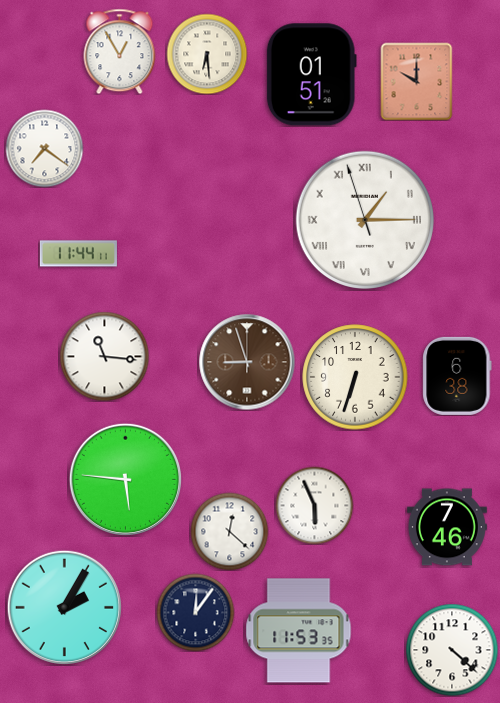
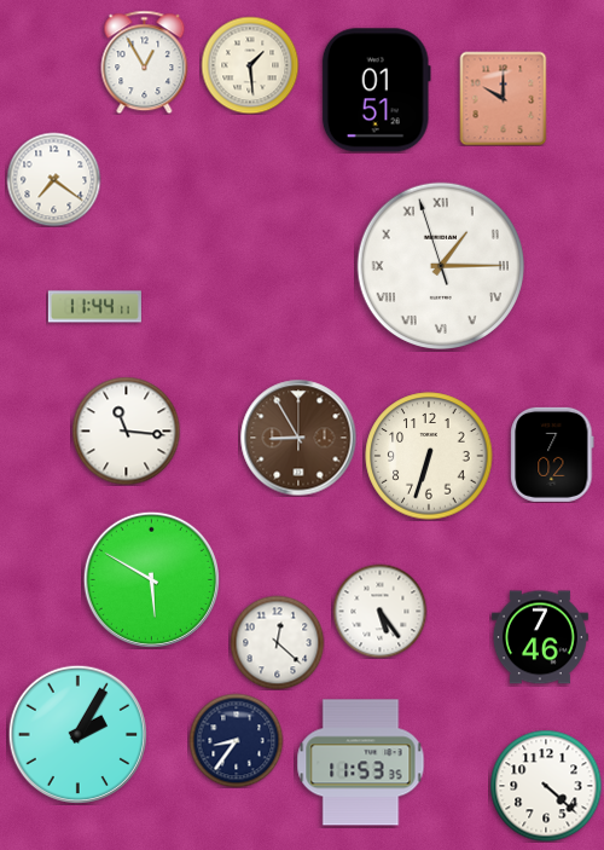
clock at (207, 54): 6:29 -> 1:29
clock at (247, 362): 8:57 -> 8:55
clock at (457, 376): 6:38 -> 7:02
clock at (125, 479): 5:46 -> 5:50
clock at (314, 505): 5:56 -> 5:24
clock at (195, 612): 12:06 -> 8:36
